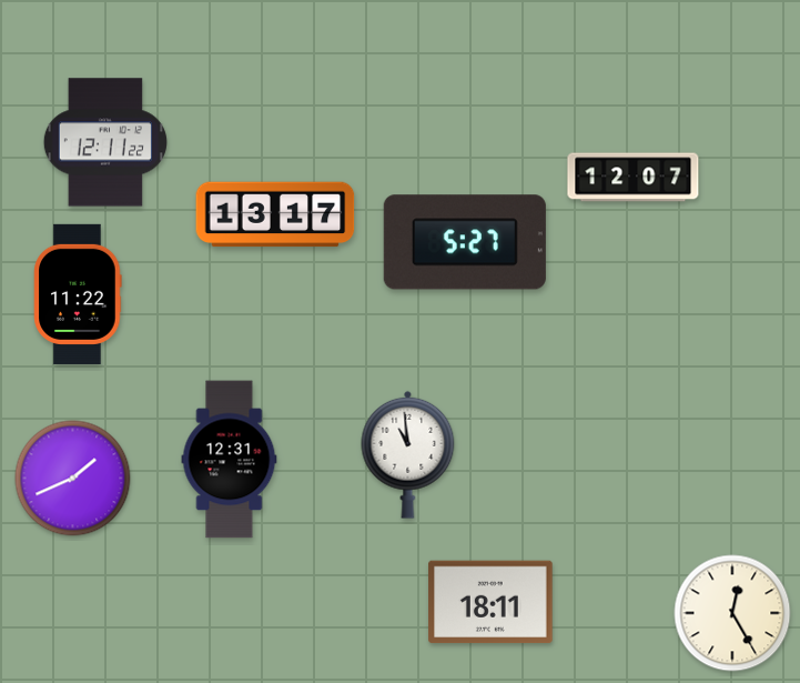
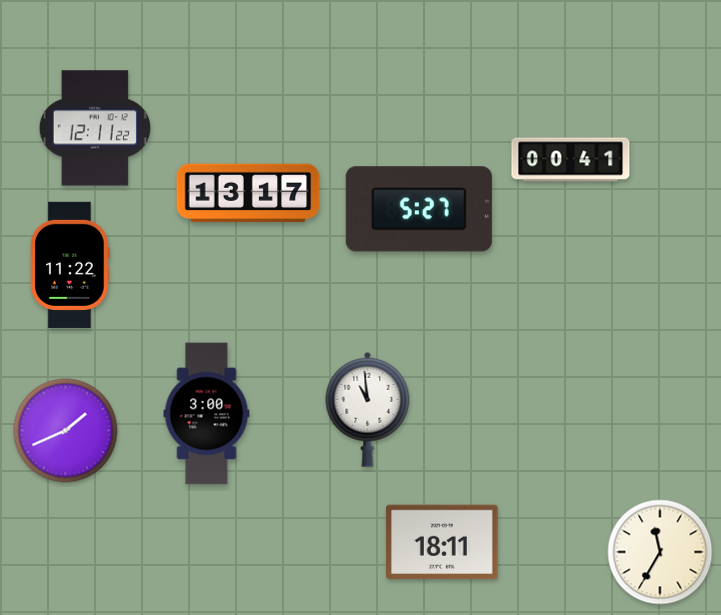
clock at (634, 178): 12:07 -> 00:41
clock at (465, 242) position: (465, 242) -> (419, 209)
clock at (230, 460): 12:31 -> 3:00
clock at (732, 613): 12:25 -> 11:35
